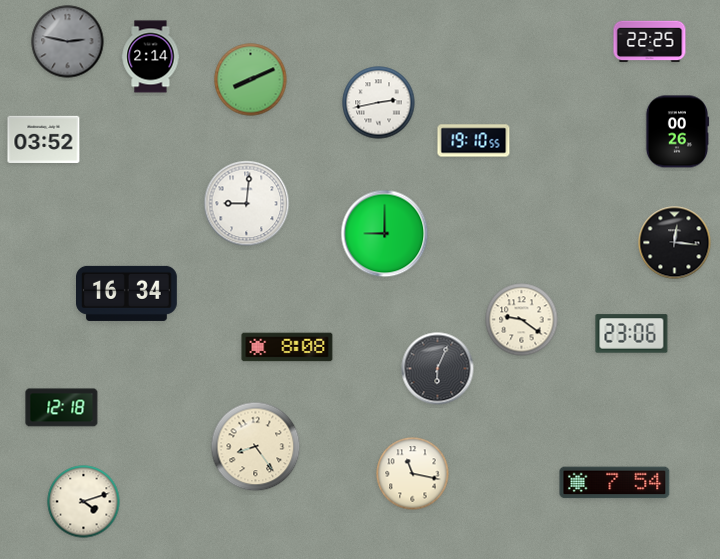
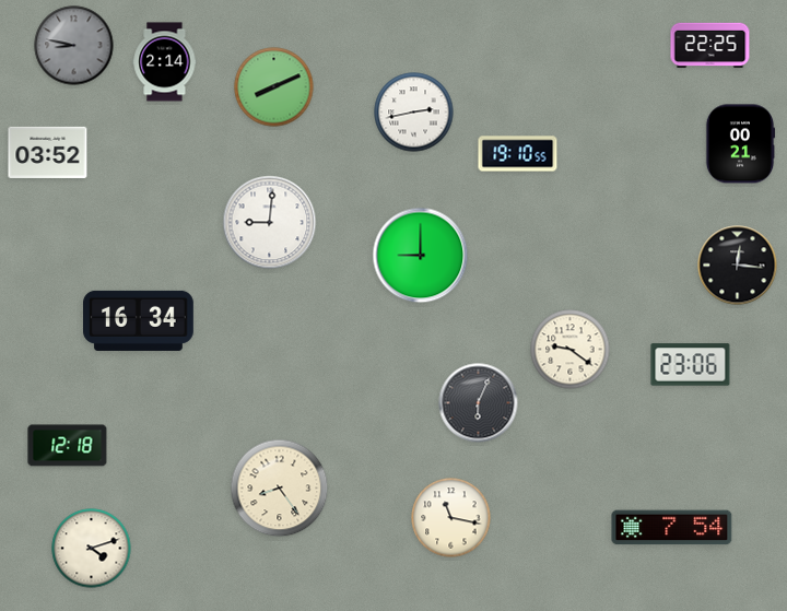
clock at (68, 42): 2:47 -> 8:47
clock at (677, 132): 00:26 -> 00:21
clock at (287, 347): 8:08 -> none
